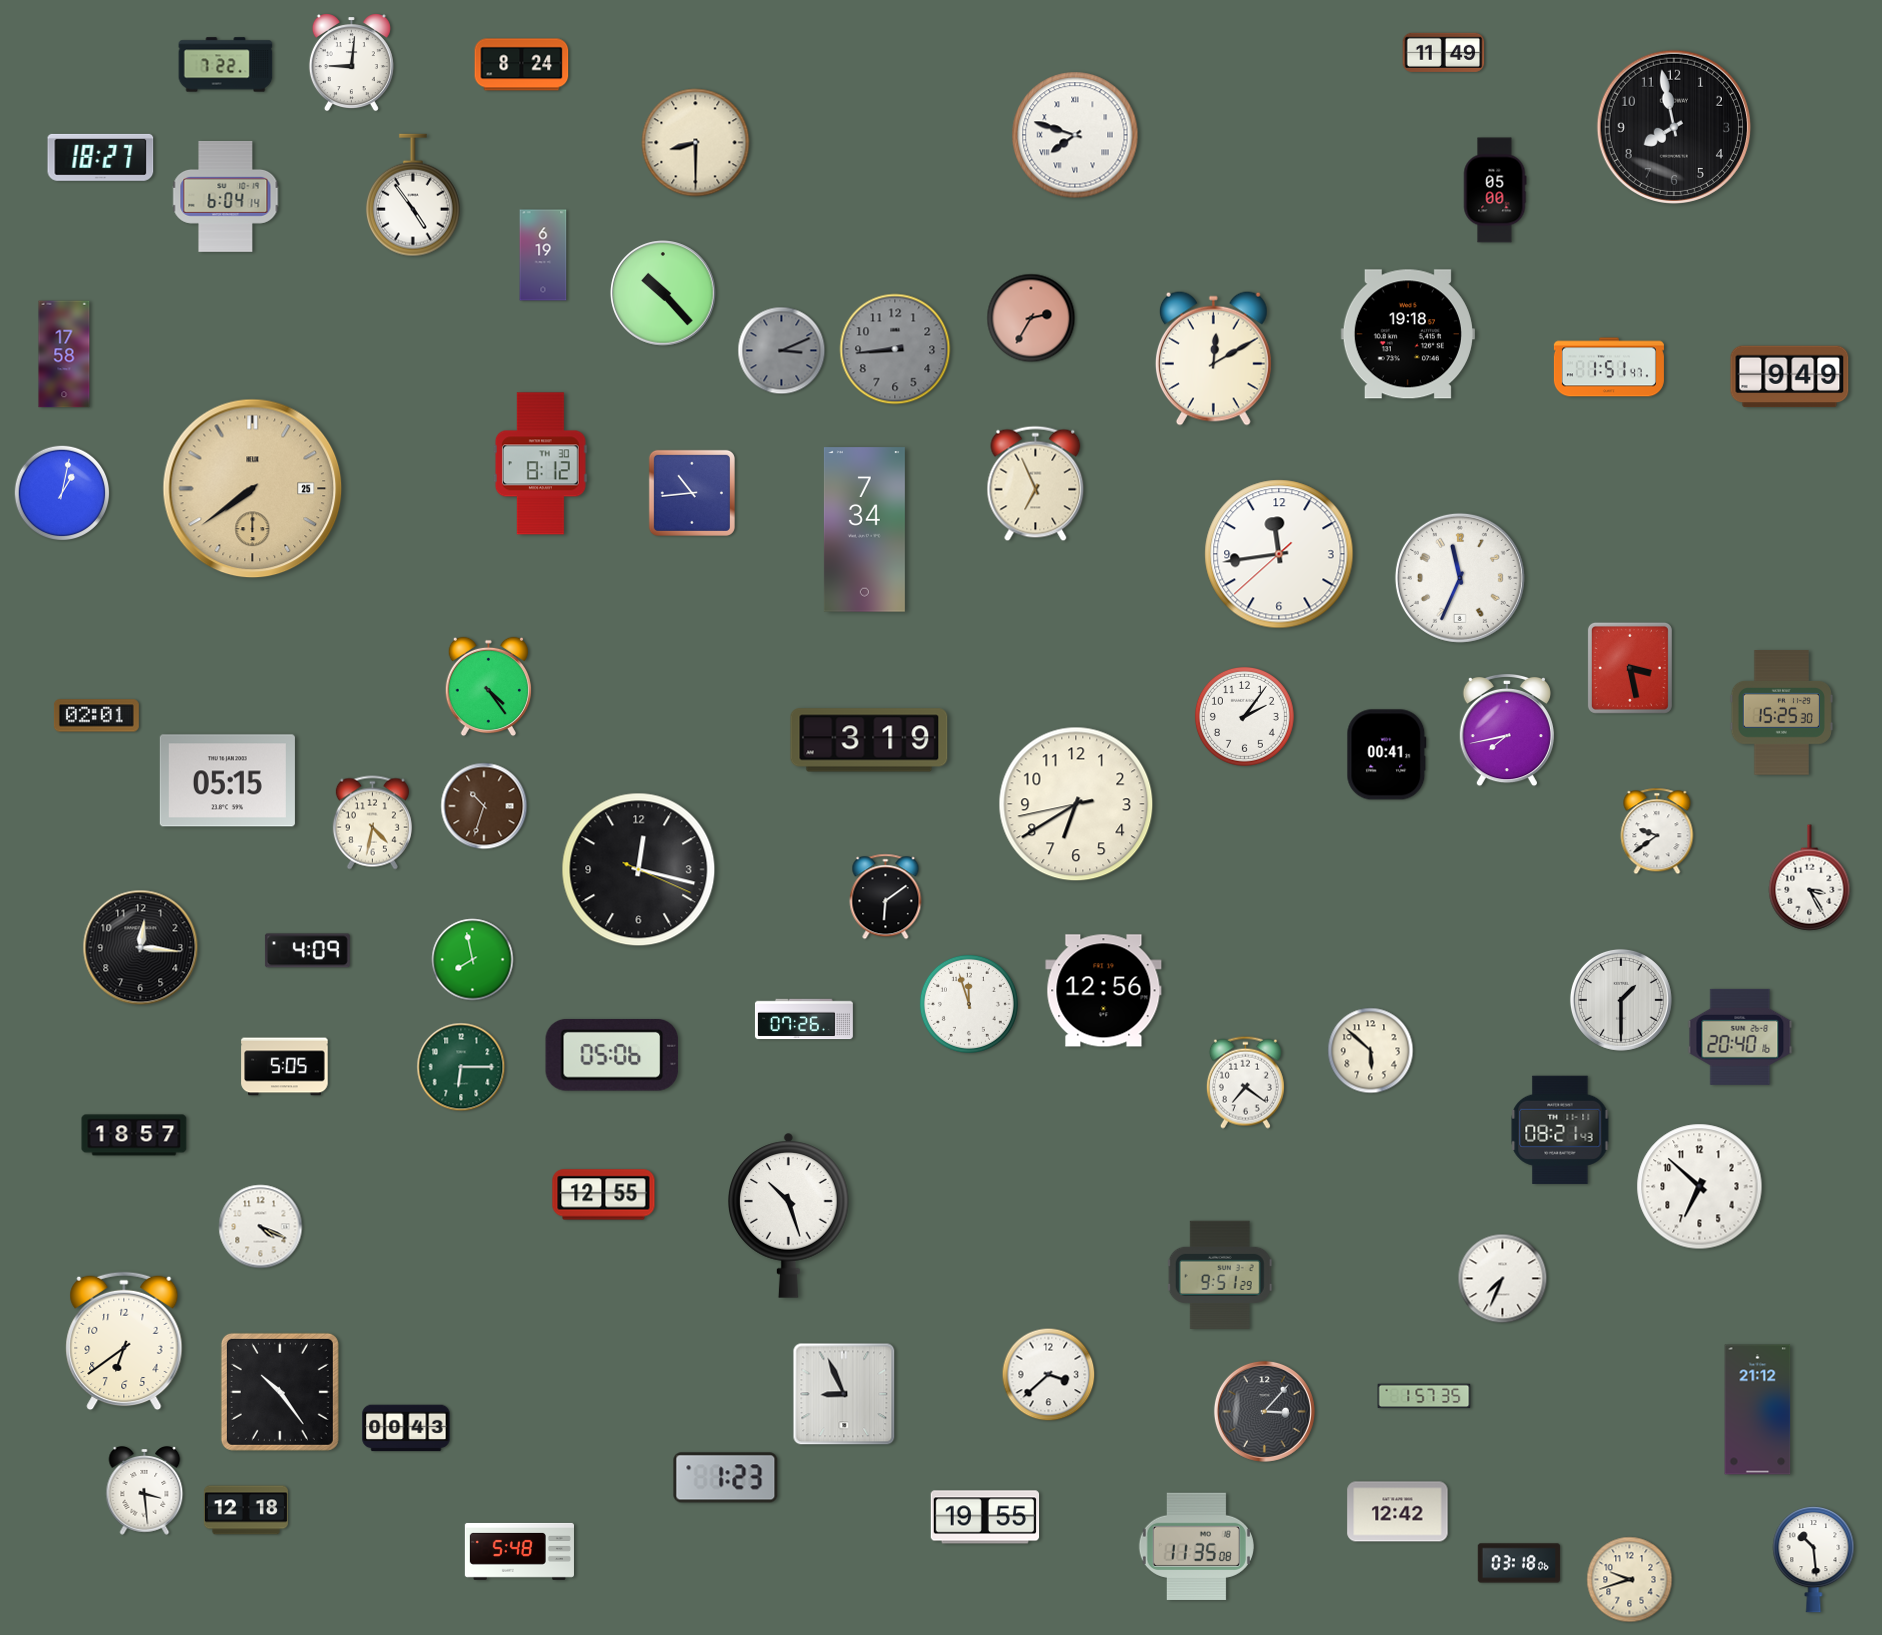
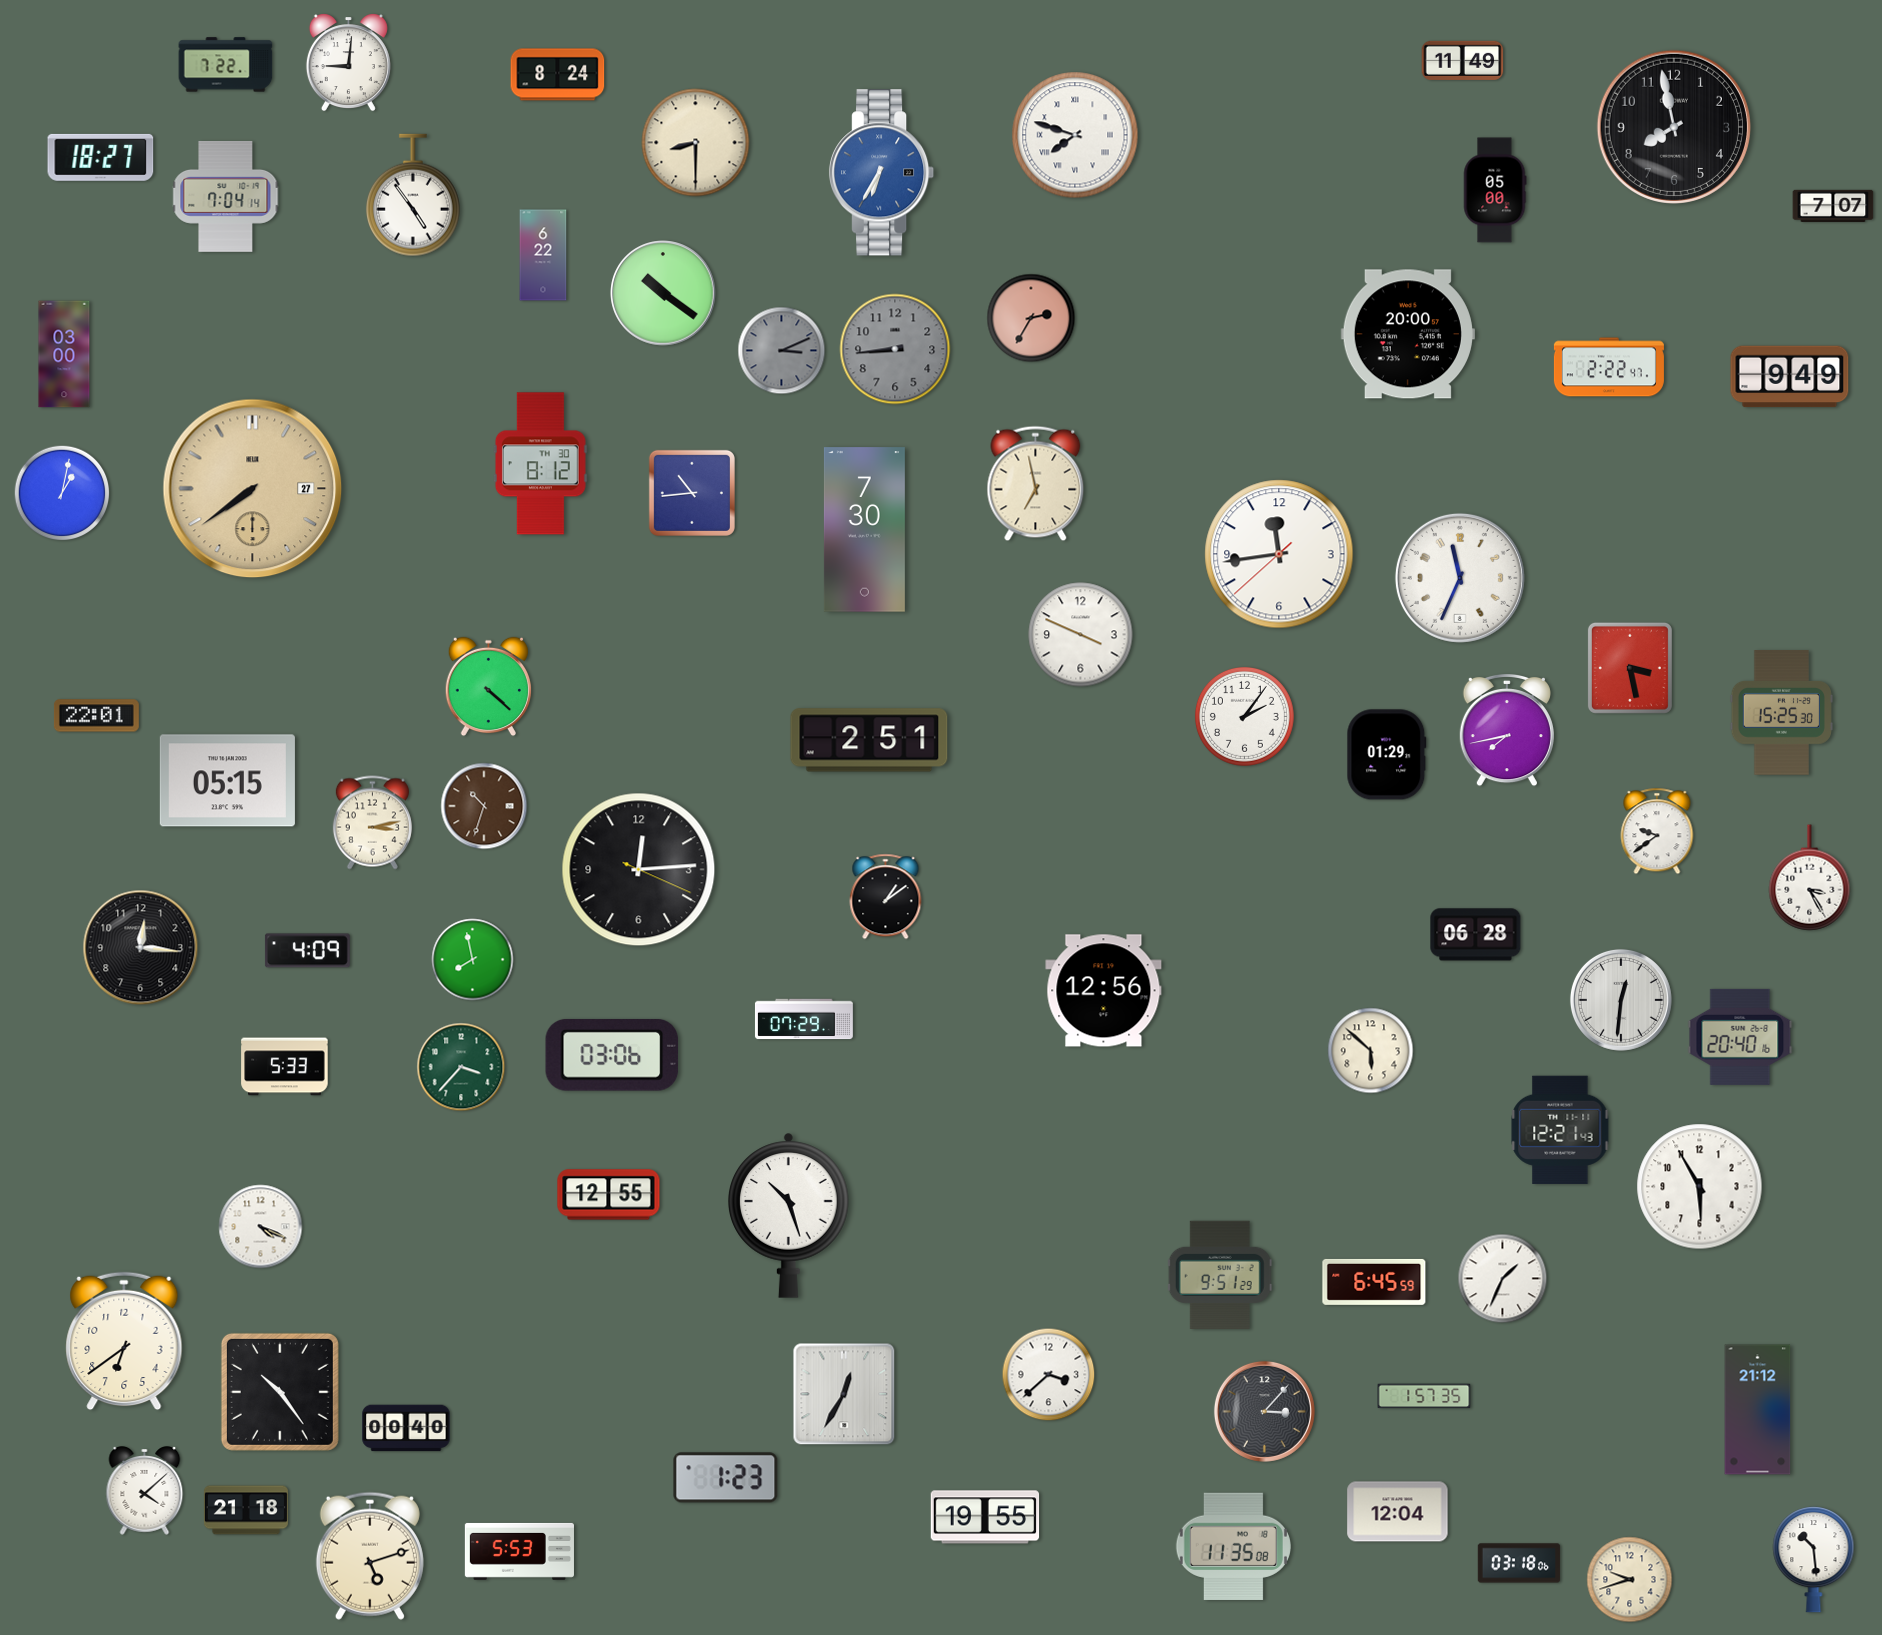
clock at (1444, 52) position: (1444, 52) -> (1463, 60)
clock at (351, 63) position: (351, 63) -> (348, 63)
clock at (522, 65) position: (522, 65) -> (558, 75)
clock at (882, 173): none -> 6:35
clock at (226, 196): 6:04 -> 7:04
clock at (1833, 206): none -> 7:07
clock at (543, 255): 6:19 -> 6:22
clock at (663, 293): 10:23 -> 10:21
clock at (1408, 334): 19:18 -> 20:00
clock at (64, 354): 17:58 -> 03:00
clock at (1213, 358): 12:10 -> none
clock at (1609, 367): 1:51 -> 2:22
clock at (1036, 484): 6:56 -> 6:58
clock at (253, 489) date: 25 -> 27
clock at (864, 530): 7:34 -> 7:30
clock at (1081, 635): none -> 3:49
clock at (488, 687): 4:24 -> 4:22
clock at (96, 716): 02:01 -> 22:01
clock at (869, 740): 3:19 -> 2:51
clock at (1387, 755): 00:41 -> 01:29
clock at (1076, 804): 6:39 -> none
clock at (372, 823): 4:32 -> 3:13
clock at (639, 870): 12:17 -> 12:14
clock at (886, 897): 6:09 -> 1:09
clock at (1476, 935): none -> 06:28
clock at (1621, 1000): 1:30 -> 12:31
clock at (969, 1004): 11:57 -> none
clock at (804, 1019): 07:26 -> 07:29
clock at (612, 1055): 05:06 -> 03:06
clock at (285, 1067): 5:05 -> 5:33
clock at (461, 1067): 6:15 -> 3:37
clock at (1245, 1082): 7:21 -> none
clock at (1560, 1130): 08:21 -> 12:21
clock at (134, 1135): 18:57 -> none
clock at (1700, 1187): 6:52 -> 5:55
clock at (604, 1195) position: (604, 1195) -> (609, 1195)
clock at (1503, 1279): 7:34 -> 1:34
clock at (1374, 1282): none -> 6:45
clock at (844, 1394): 8:56 -> 12:35
clock at (406, 1428): 00:43 -> 00:40
clock at (145, 1491): 3:29 -> 4:08
clock at (246, 1510): 12:18 -> 21:18
clock at (1398, 1512): 12:42 -> 12:04
clock at (1196, 1546) position: (1196, 1546) -> (1233, 1546)
clock at (519, 1551): 5:48 -> 5:53
clock at (370, 1556): none -> 5:12
